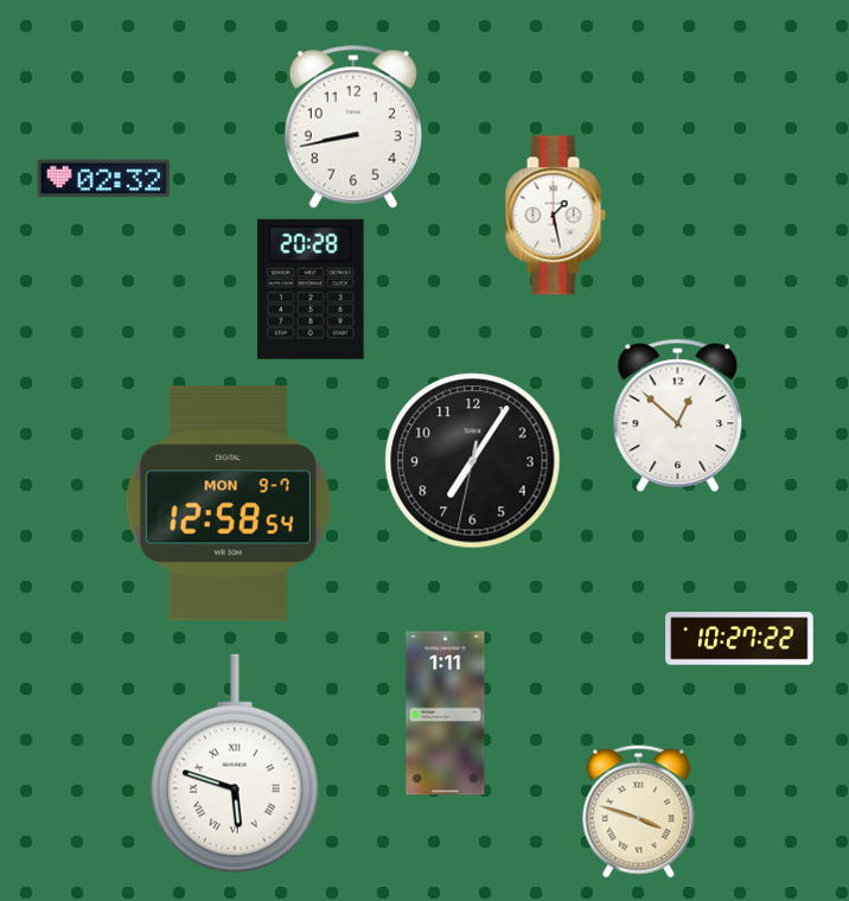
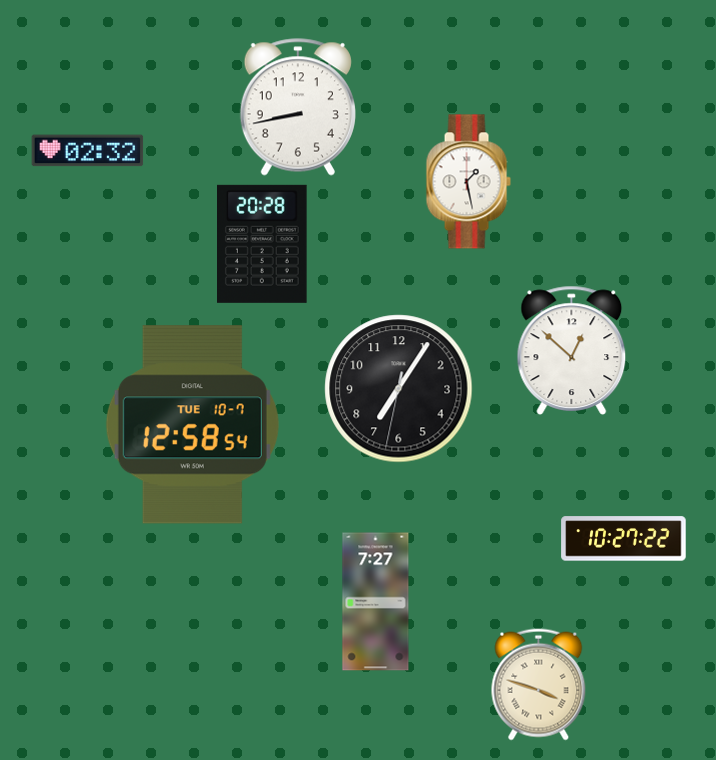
clock at (228, 504) date: MON 9-7 -> TUE 10-7
clock at (446, 714): 1:11 -> 7:27
clock at (235, 763): 5:48 -> none
